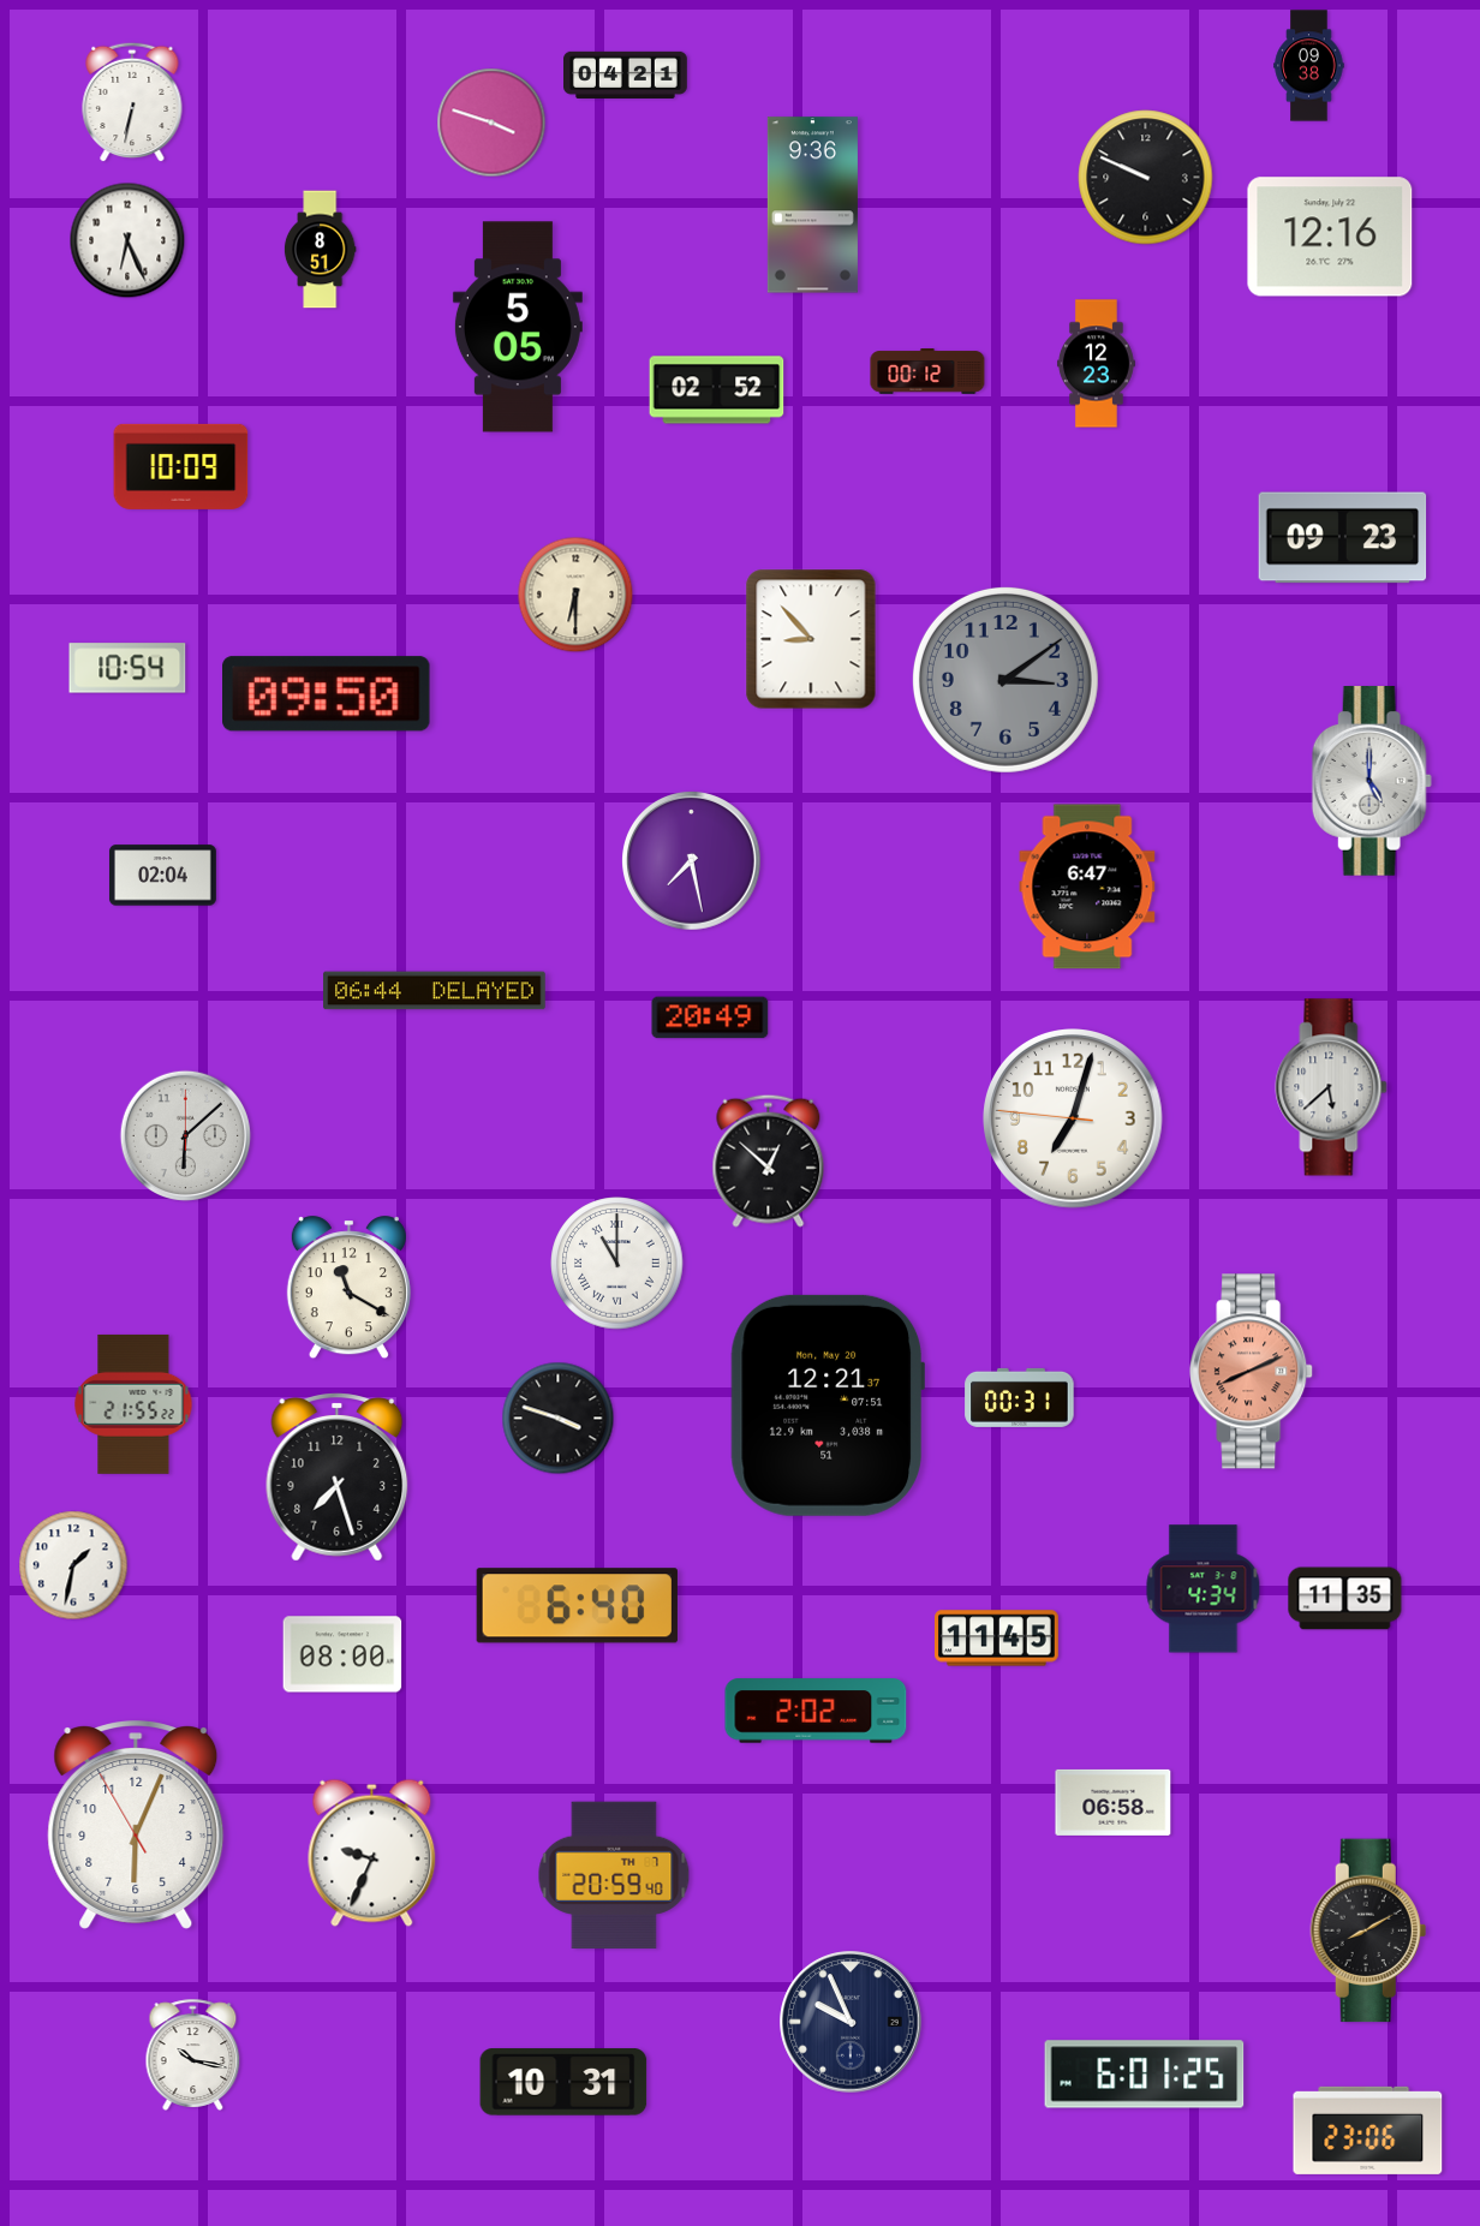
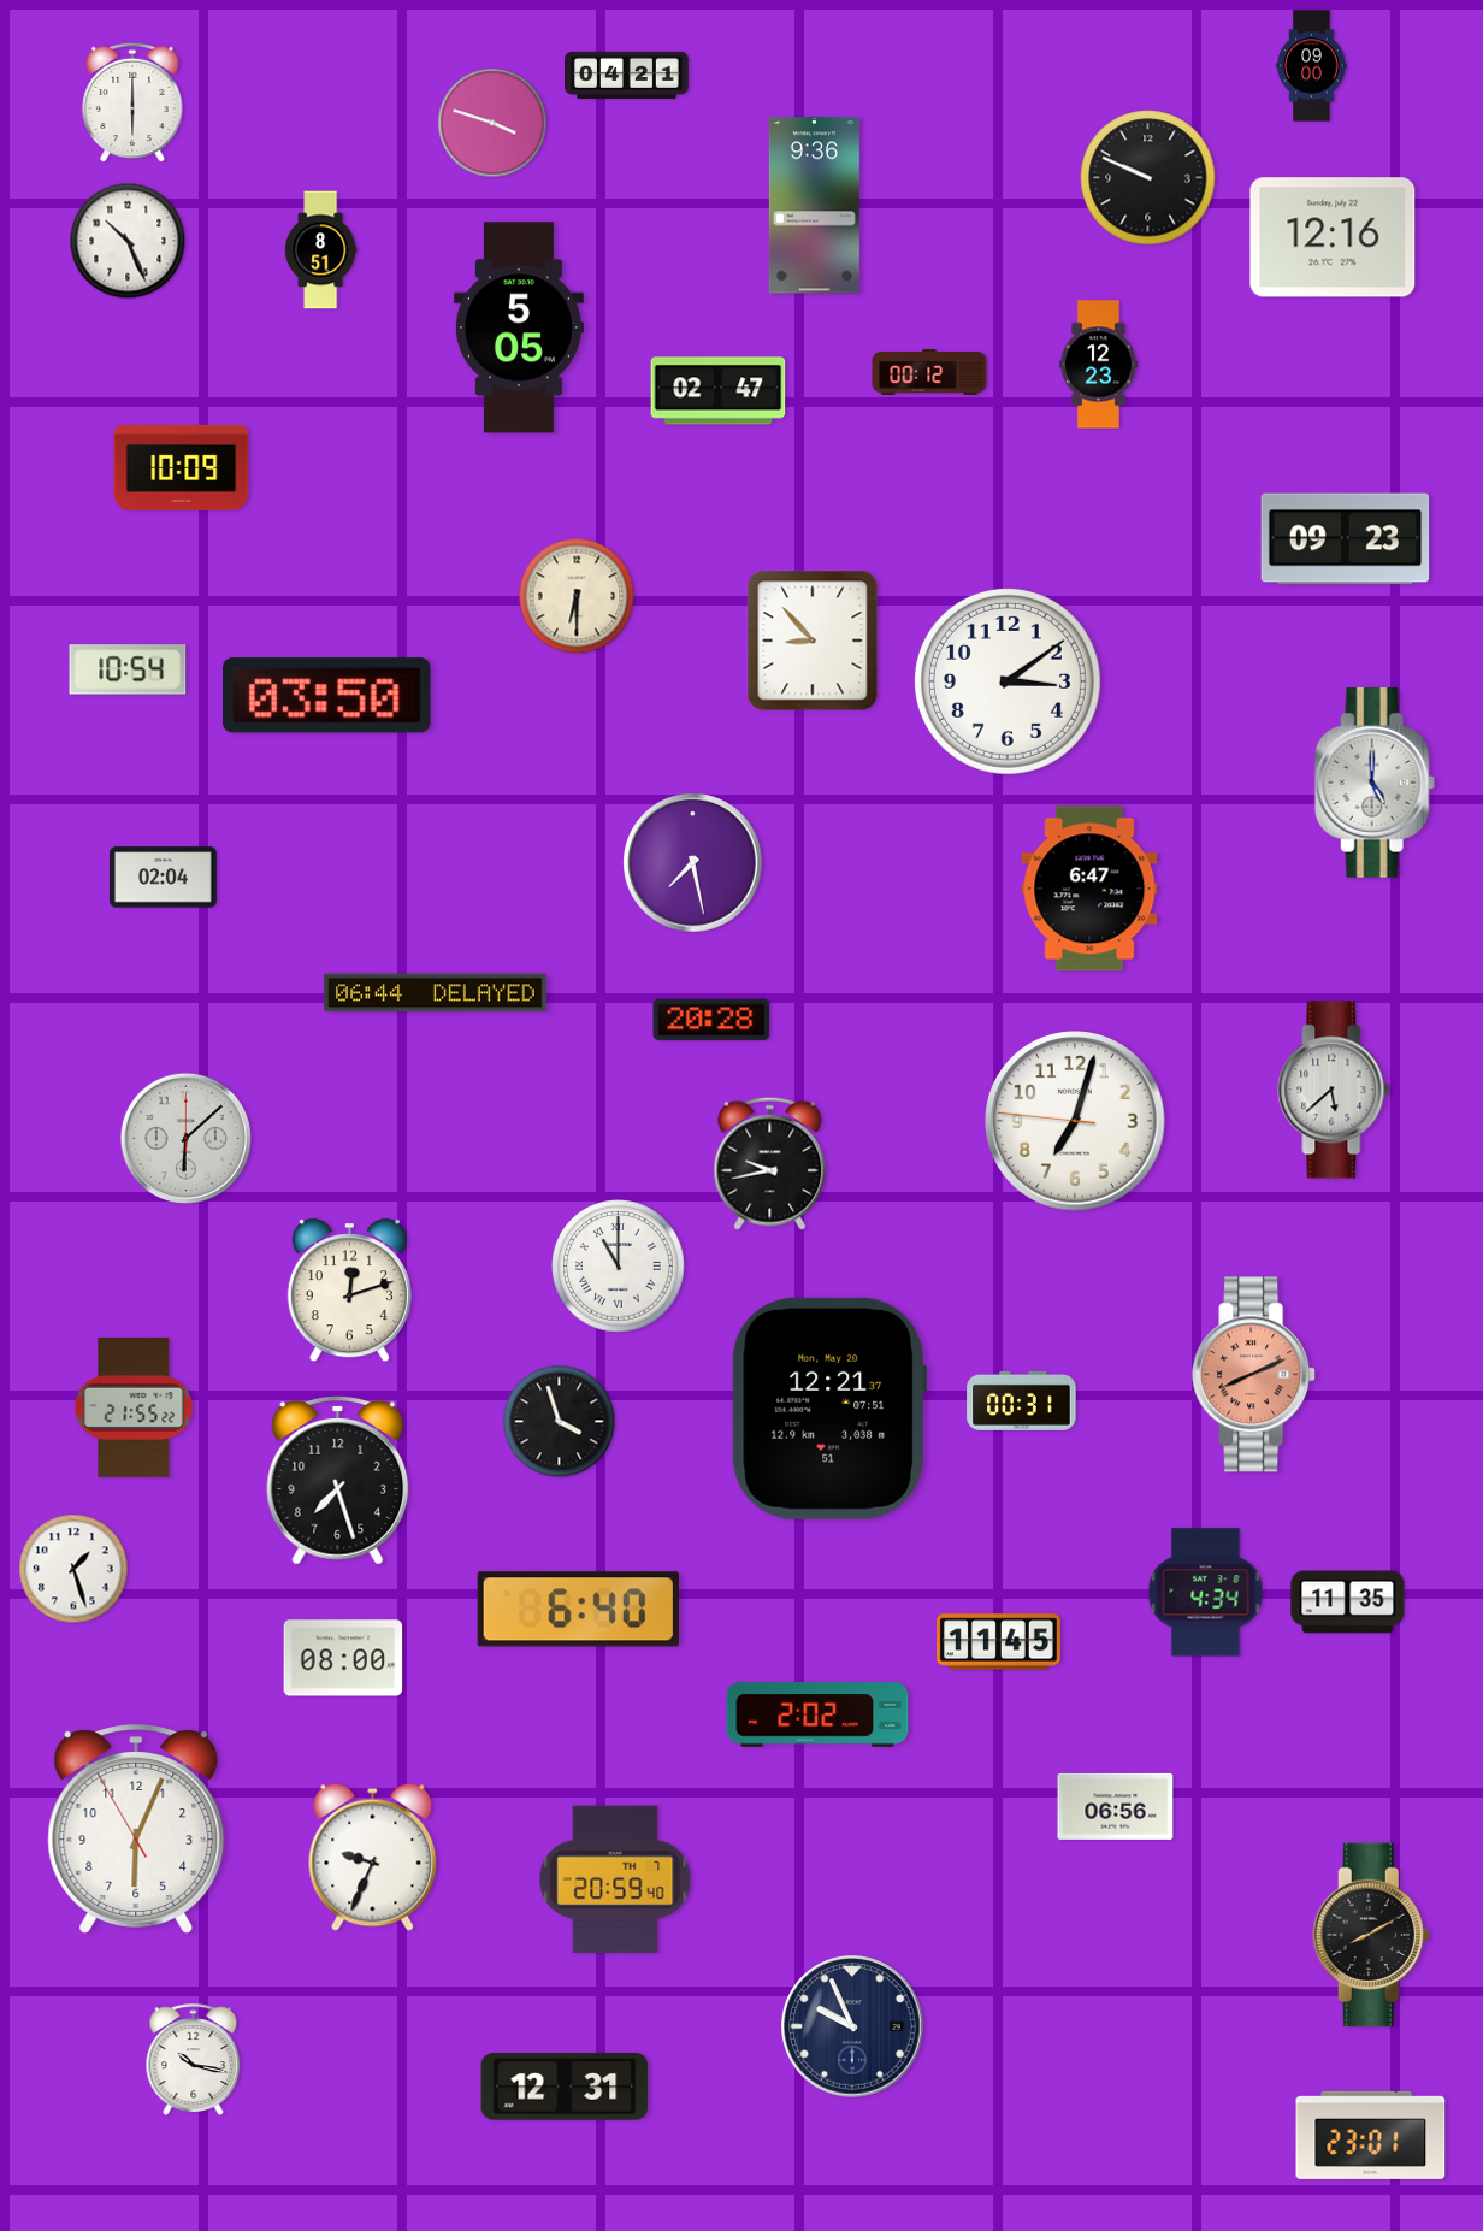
clock at (1309, 66): 09:38 -> 09:00
clock at (132, 102): 6:32 -> 6:00
clock at (127, 240): 6:26 -> 10:26
clock at (717, 390): 02:52 -> 02:47
clock at (1005, 680) dial: grey -> white
clock at (327, 694): 09:50 -> 03:50
clock at (710, 1017): 20:49 -> 20:28
clock at (769, 1160): 12:52 -> 9:43
clock at (348, 1288): 11:20 -> 12:12
clock at (559, 1419): 3:48 -> 3:57
clock at (73, 1565): 1:32 -> 1:27
clock at (1114, 1802): 06:58 -> 06:56
clock at (1145, 2075): 6:01 -> none
clock at (563, 2082): 10:31 -> 12:31
clock at (1368, 2130): 23:06 -> 23:01
